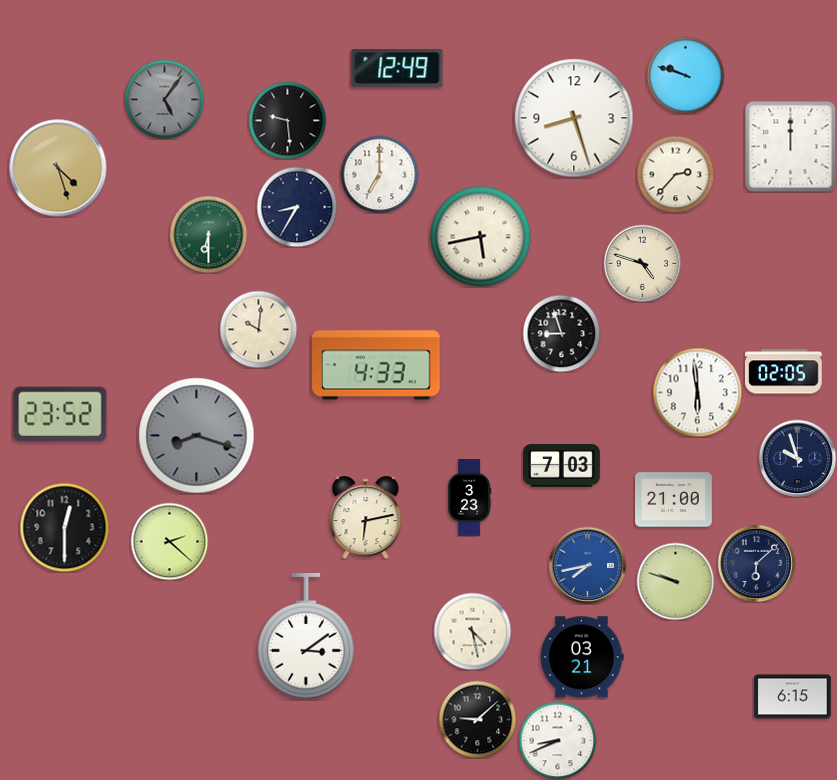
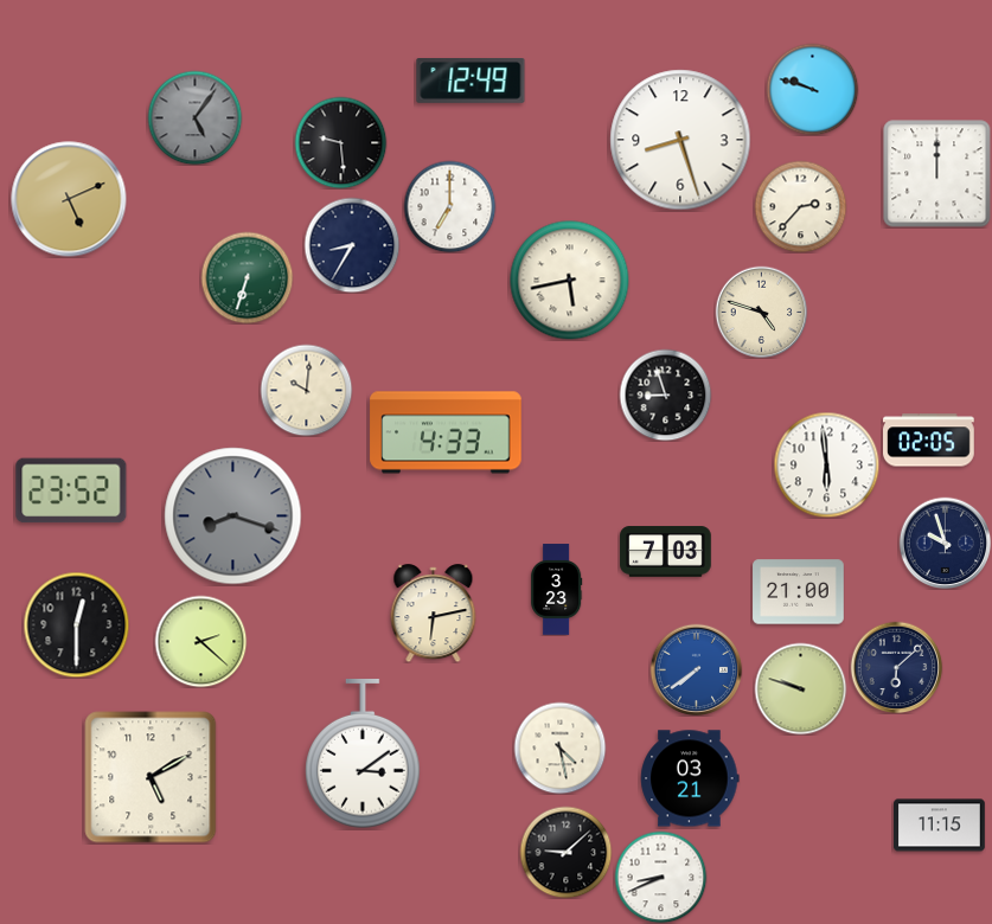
clock at (58, 168): 4:27 -> 5:11
clock at (208, 234): 6:30 -> 6:33
clock at (587, 565): 7:43 -> 7:39
clock at (151, 777): none -> 5:10
clock at (793, 697): 6:15 -> 11:15
